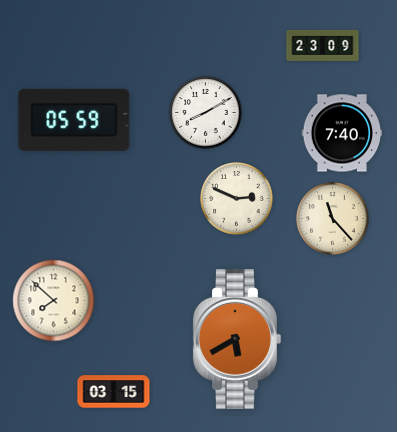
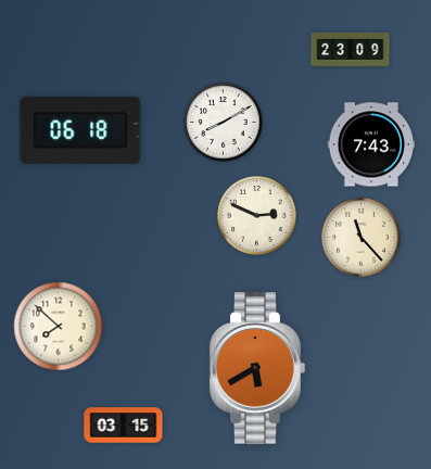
clock at (74, 120): 05:59 -> 06:18
clock at (342, 133): 7:40 -> 7:43
